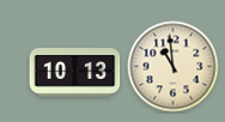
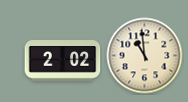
clock at (75, 73): 10:13 -> 2:02
